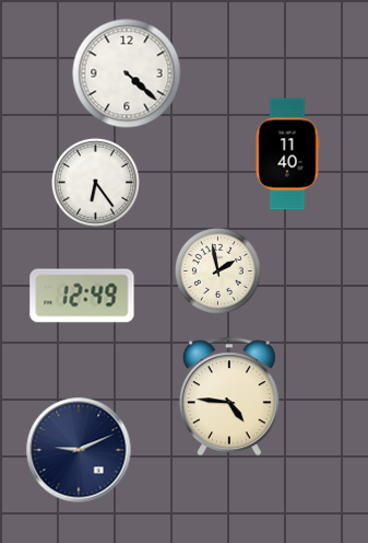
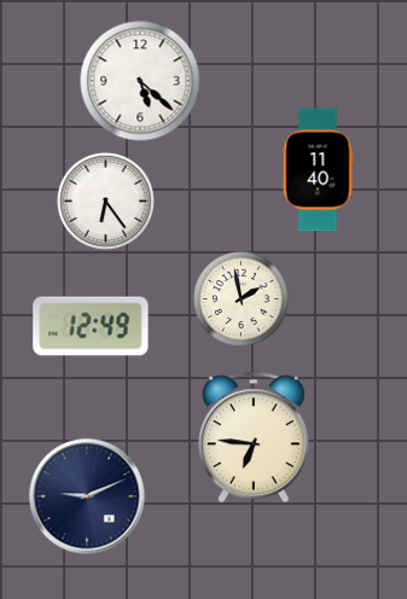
clock at (127, 73): 4:22 -> 5:22
clock at (230, 396): 4:46 -> 6:46
